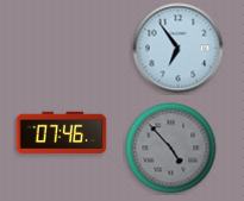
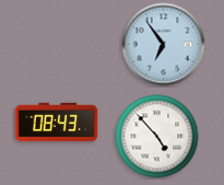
clock at (62, 133): 07:46 -> 08:43
clock at (171, 149) dial: grey -> white
